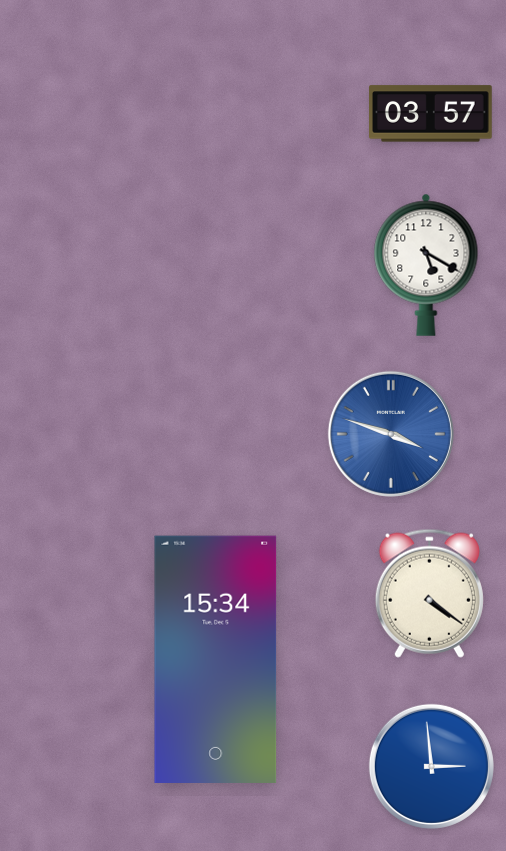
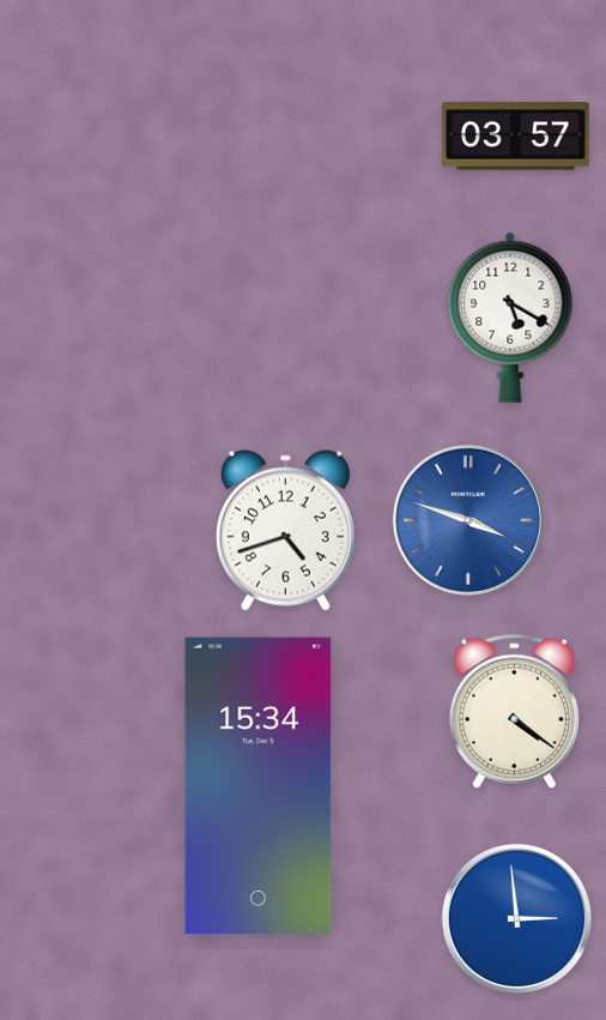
clock at (285, 530): none -> 4:42
clock at (216, 659) position: (216, 659) -> (259, 785)
